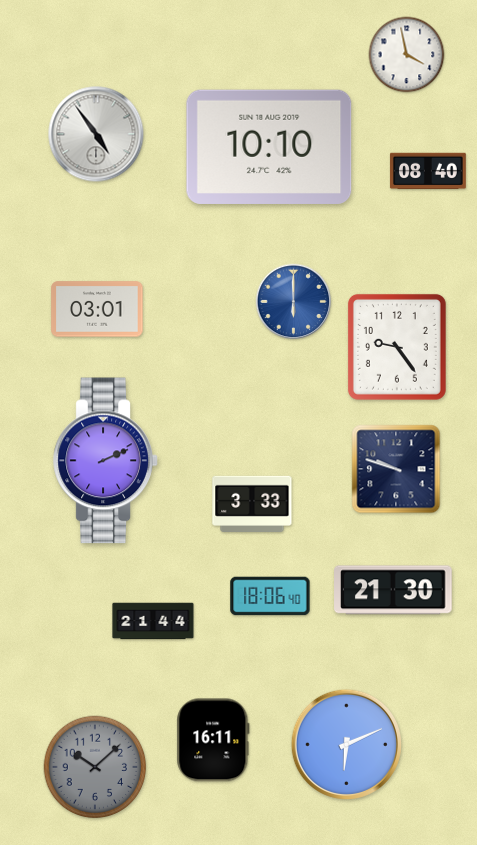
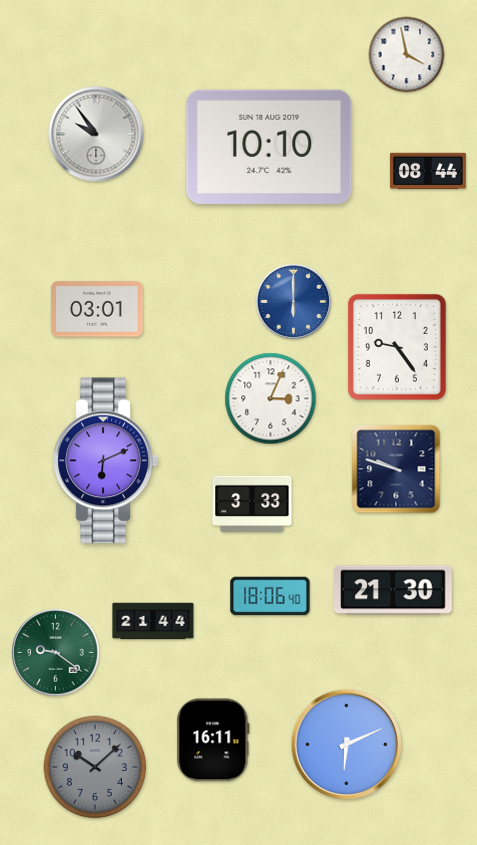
clock at (96, 134): 4:54 -> 9:54
clock at (428, 171): 08:40 -> 08:44
clock at (271, 399): none -> 3:04
clock at (106, 461): 2:11 -> 6:11
clock at (56, 653): none -> 9:21
